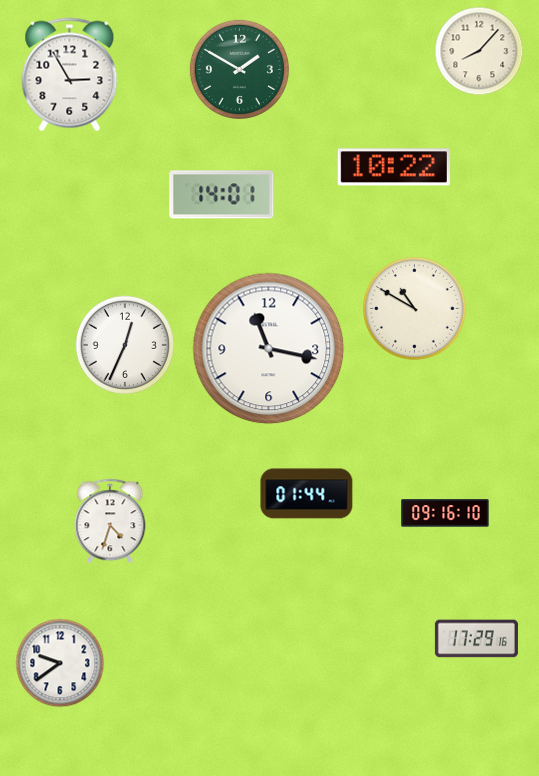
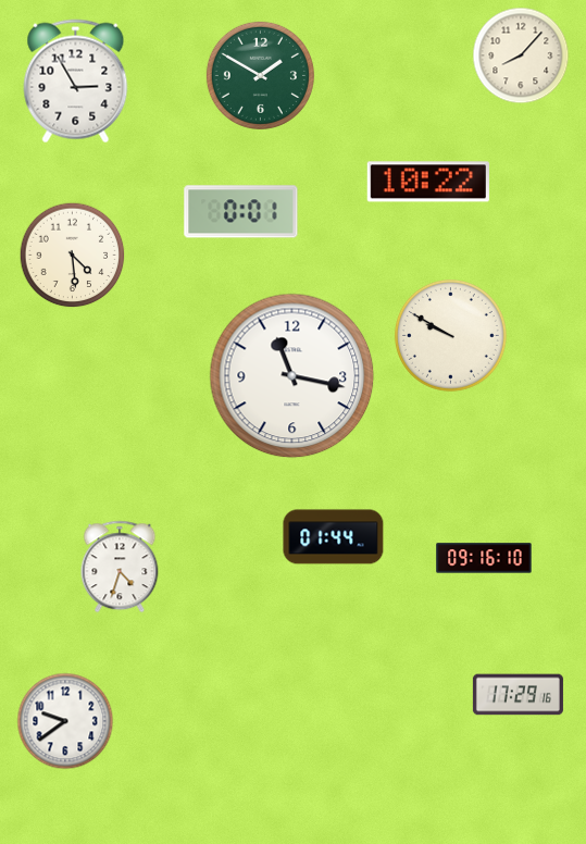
clock at (222, 195): 14:01 -> 0:01
clock at (73, 256): none -> 4:29
clock at (414, 308): 10:50 -> 9:50
clock at (125, 345): 12:34 -> none
clock at (269, 349) position: (269, 349) -> (292, 376)
